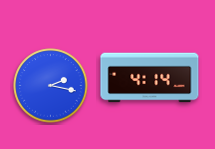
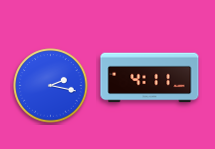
clock at (150, 78): 4:14 -> 4:11
